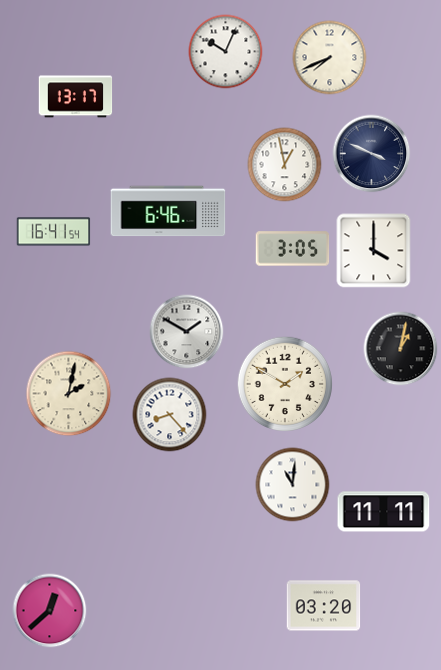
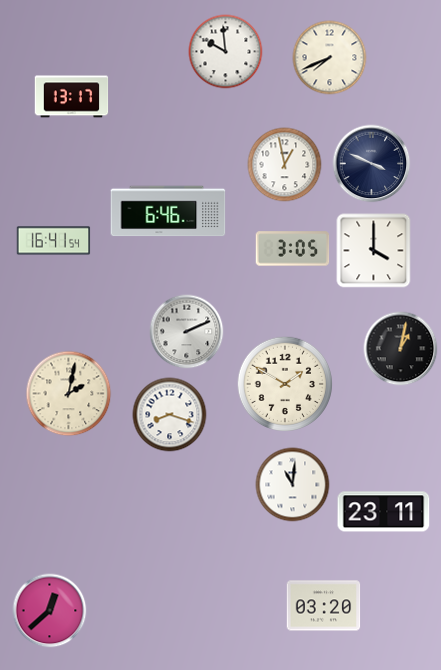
clock at (226, 52): 10:04 -> 9:59
clock at (76, 97) position: (76, 97) -> (72, 97)
clock at (372, 154) position: (372, 154) -> (372, 164)
clock at (54, 232) position: (54, 232) -> (54, 241)
clock at (187, 332): 1:50 -> 2:11
clock at (170, 415): 8:23 -> 8:18
clock at (384, 512): 11:11 -> 23:11
